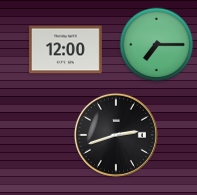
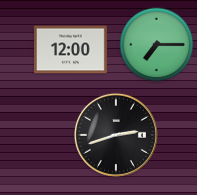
clock at (65, 50) position: (65, 50) -> (70, 50)
